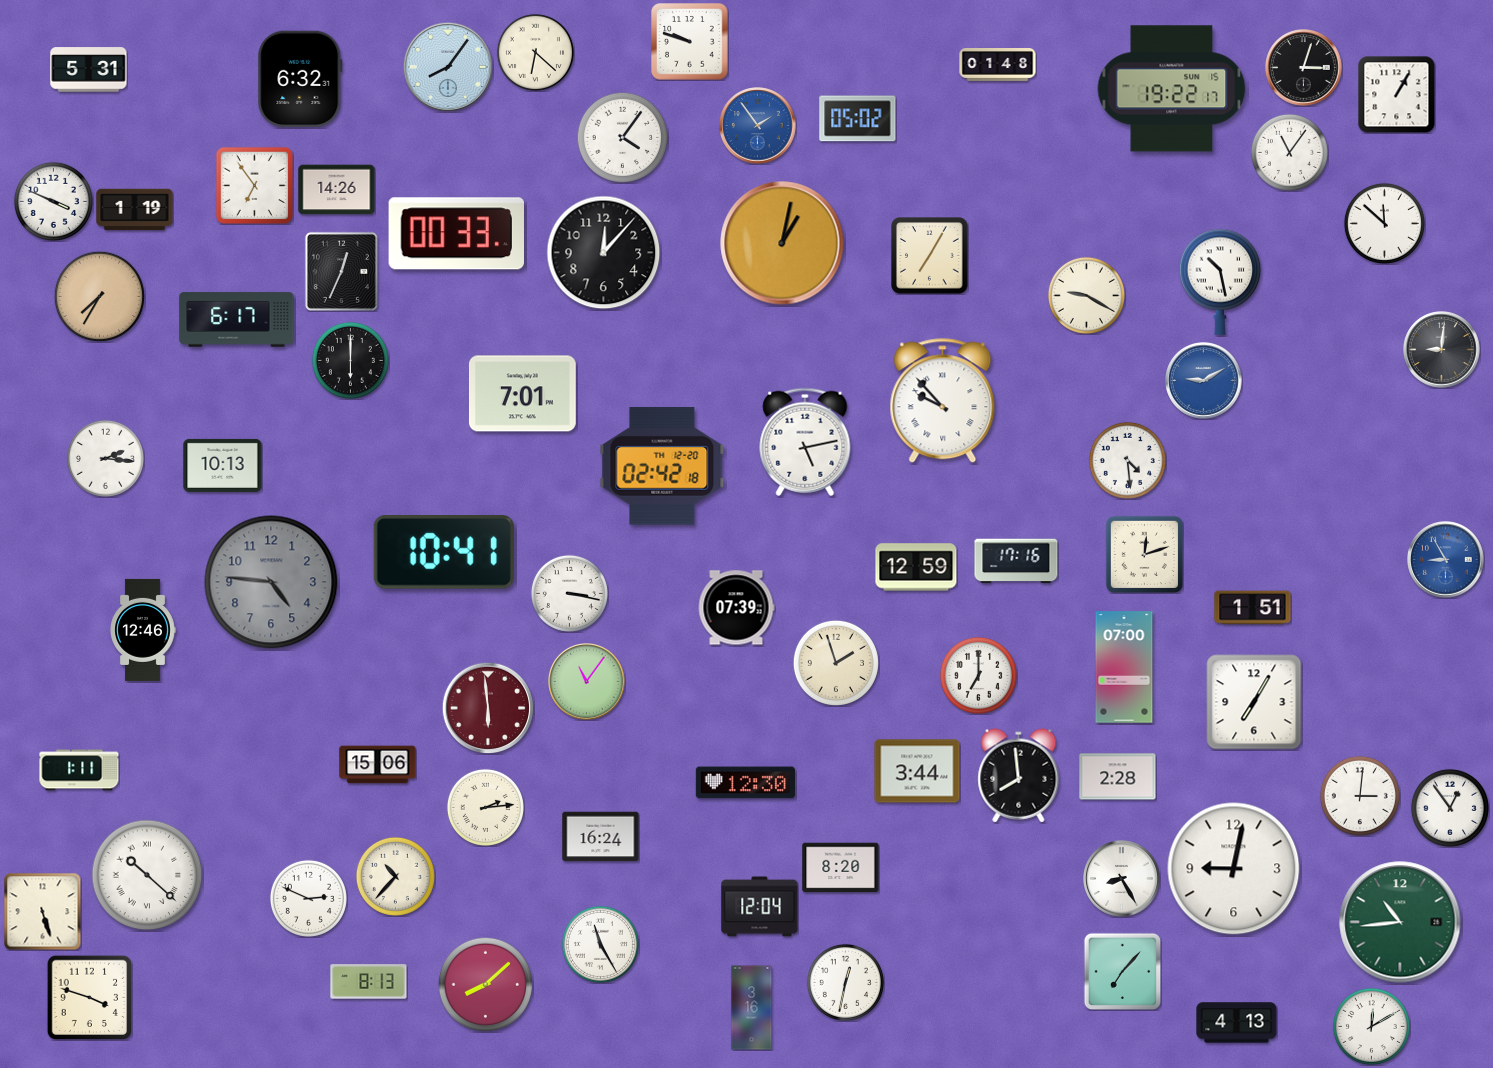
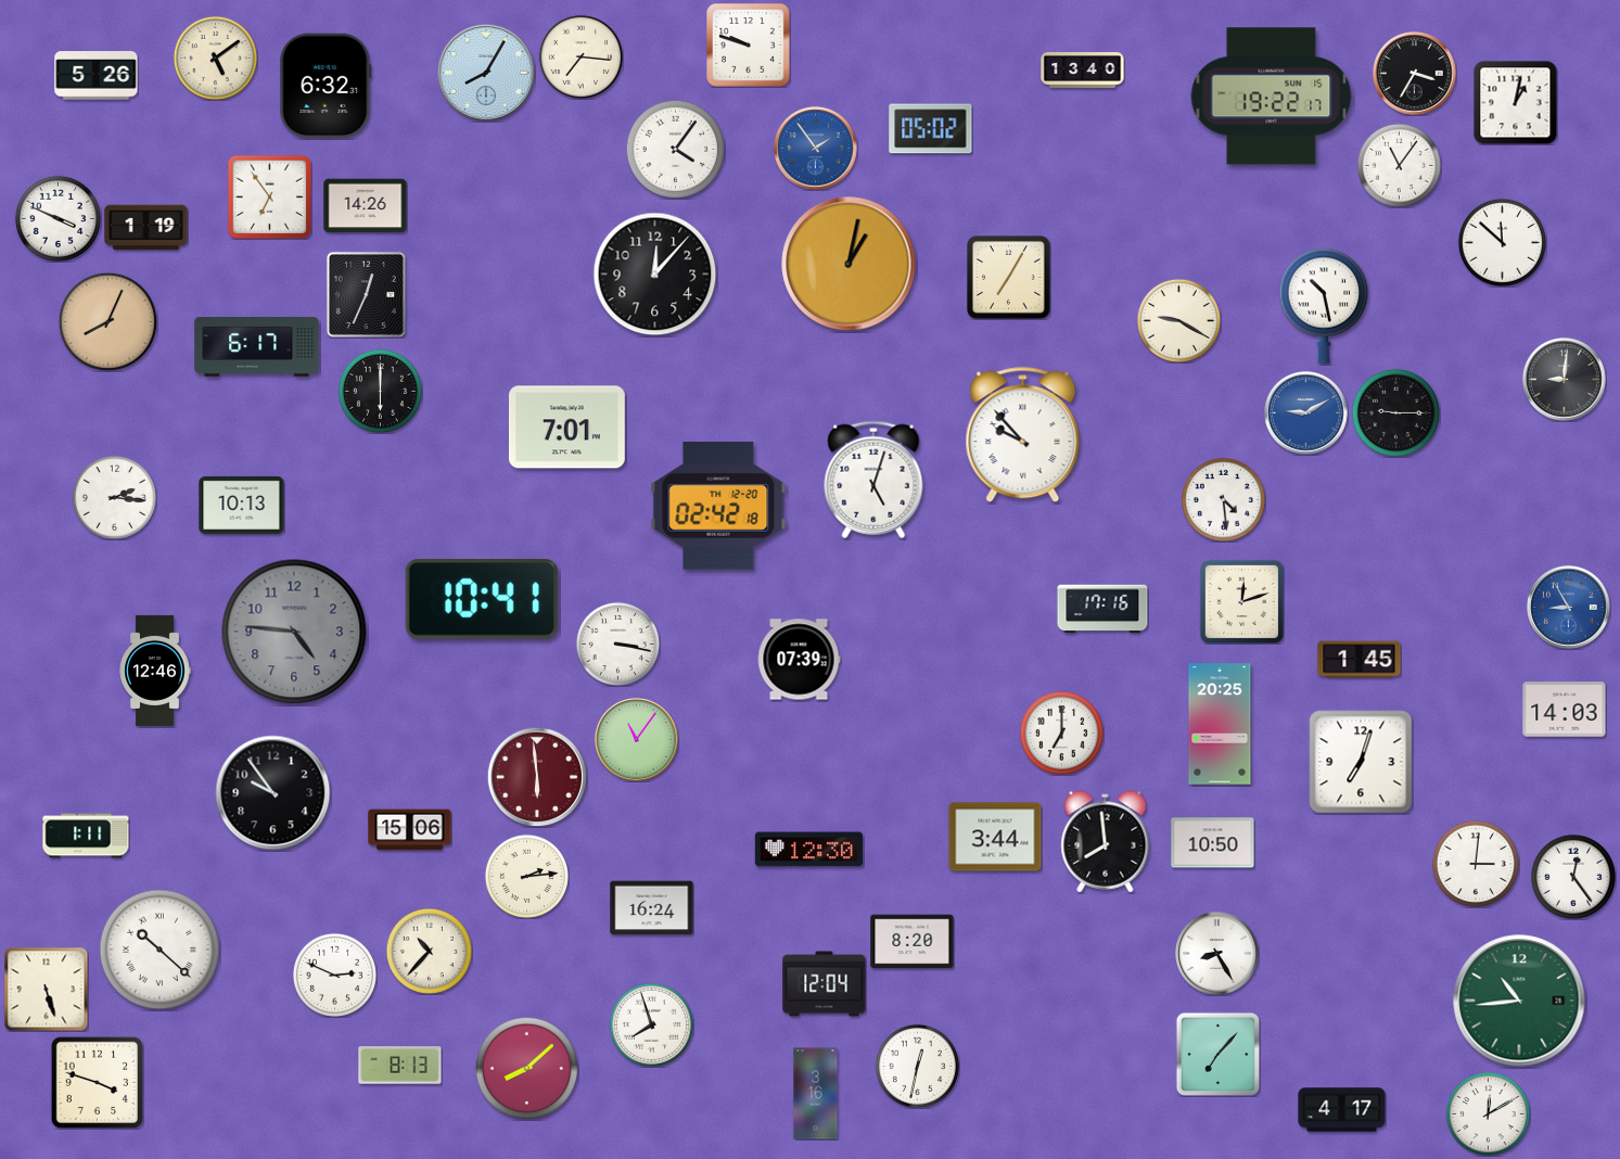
clock at (535, 52): 6:22 -> 7:16
clock at (215, 58): none -> 5:09
clock at (998, 65): 01:48 -> 13:40
clock at (447, 66): 8:06 -> 8:05
clock at (1304, 68): 3:03 -> 3:35
clock at (89, 70): 5:31 -> 5:26
clock at (1396, 94): 1:05 -> 1:02
clock at (758, 126) position: (758, 126) -> (816, 149)
clock at (254, 185) position: (254, 185) -> (269, 196)
clock at (456, 234): 00:33 -> none
clock at (341, 271) position: (341, 271) -> (366, 294)
clock at (99, 296): 7:35 -> 8:04
clock at (1395, 412): none -> 9:15
clock at (805, 442): 5:13 -> 5:03
clock at (916, 567): 12:59 -> none
clock at (1253, 608): 1:51 -> 1:45
clock at (143, 630) position: (143, 630) -> (155, 671)
clock at (1565, 710): none -> 14:03
clock at (835, 662): 1:57 -> none
clock at (1124, 667): 07:00 -> 20:25
clock at (1254, 702): 7:05 -> 7:03
clock at (488, 708) position: (488, 708) -> (537, 777)
clock at (273, 793): none -> 9:54
clock at (1118, 777): 2:28 -> 10:50
clock at (1450, 808): 12:54 -> 12:24
clock at (1234, 869): 9:02 -> none
clock at (600, 944): 11:25 -> 7:57
clock at (1237, 1023): 4:13 -> 4:17
